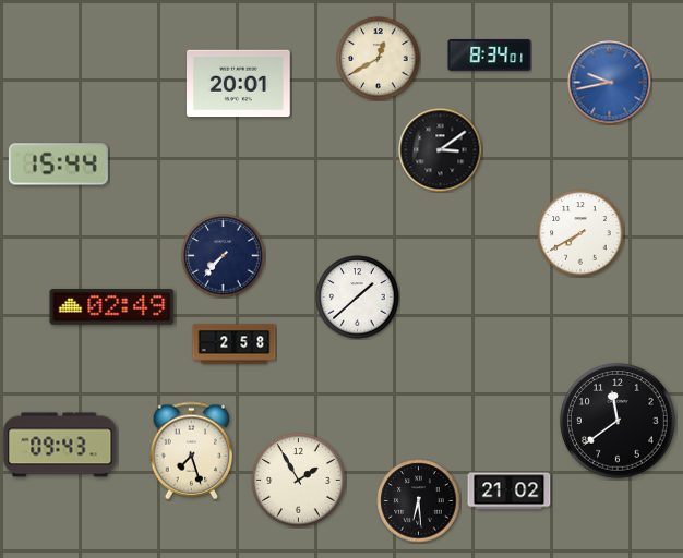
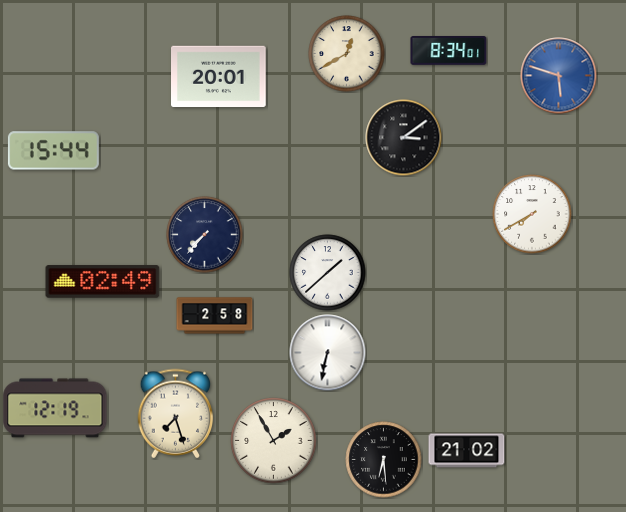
clock at (610, 83): 9:43 -> 5:48
clock at (328, 353): none -> 6:32
clock at (618, 421): 11:39 -> none
clock at (60, 445): 09:43 -> 12:19
